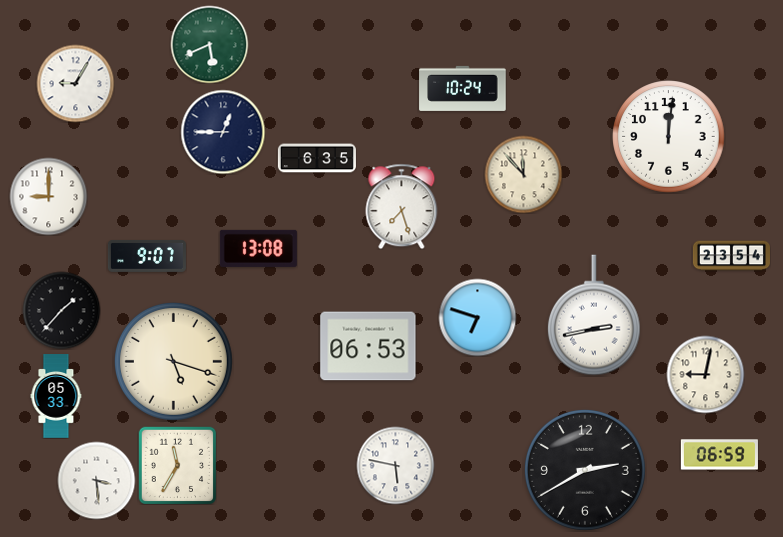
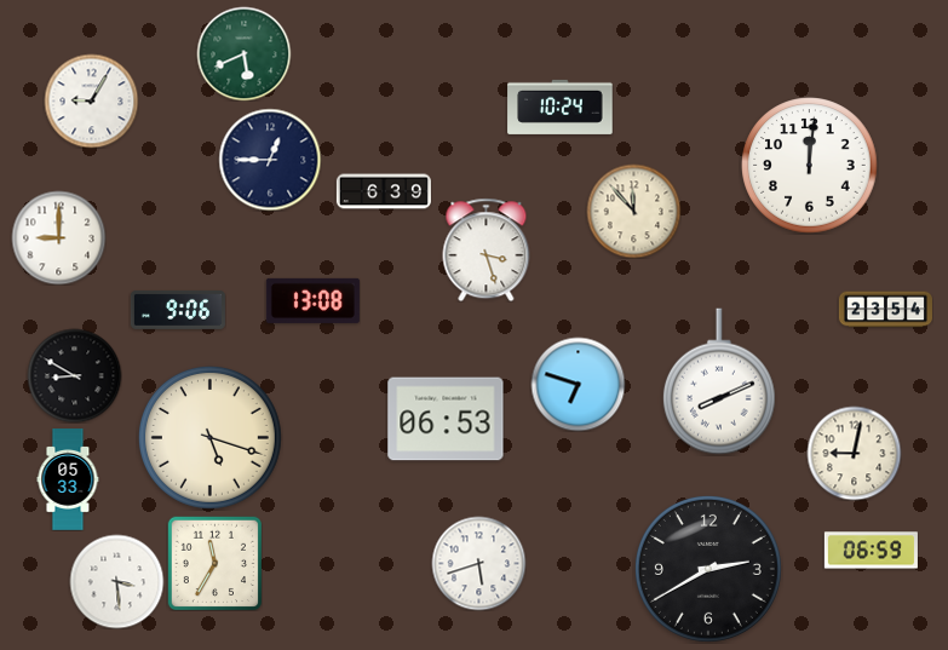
clock at (209, 44) position: (209, 44) -> (243, 53)
clock at (317, 158): 6:35 -> 6:39
clock at (402, 206): 7:27 -> 3:27
clock at (147, 256): 9:07 -> 9:06
clock at (61, 310): 1:37 -> 8:50
clock at (594, 315): 2:43 -> 8:11
clock at (395, 465): 5:47 -> 5:42
